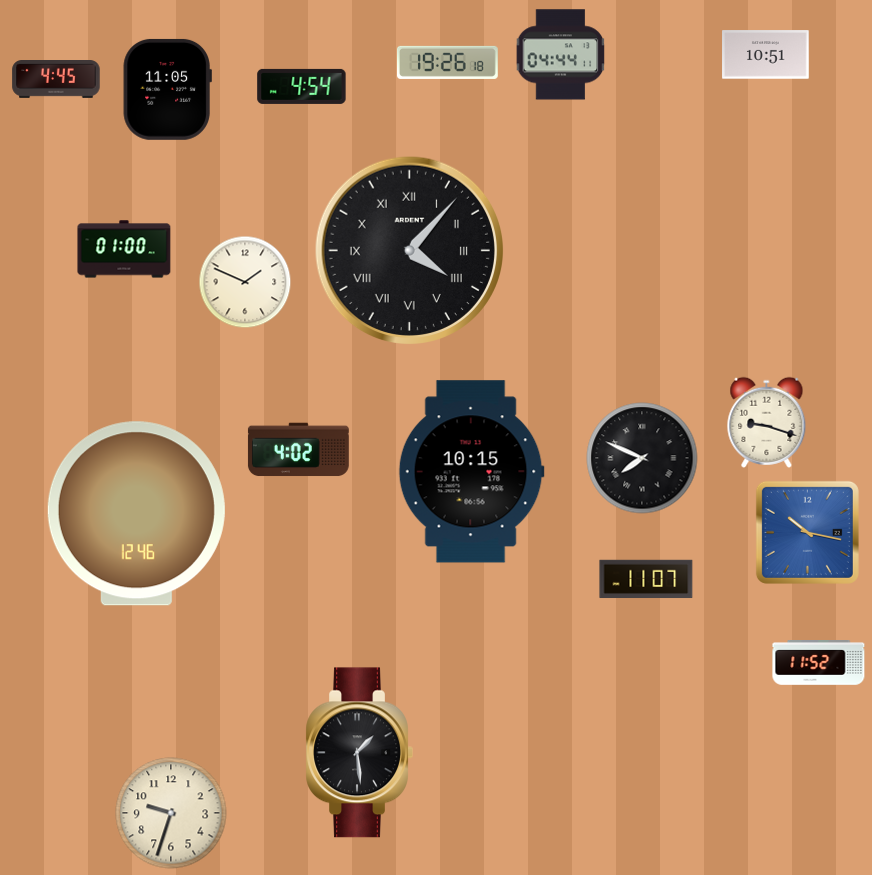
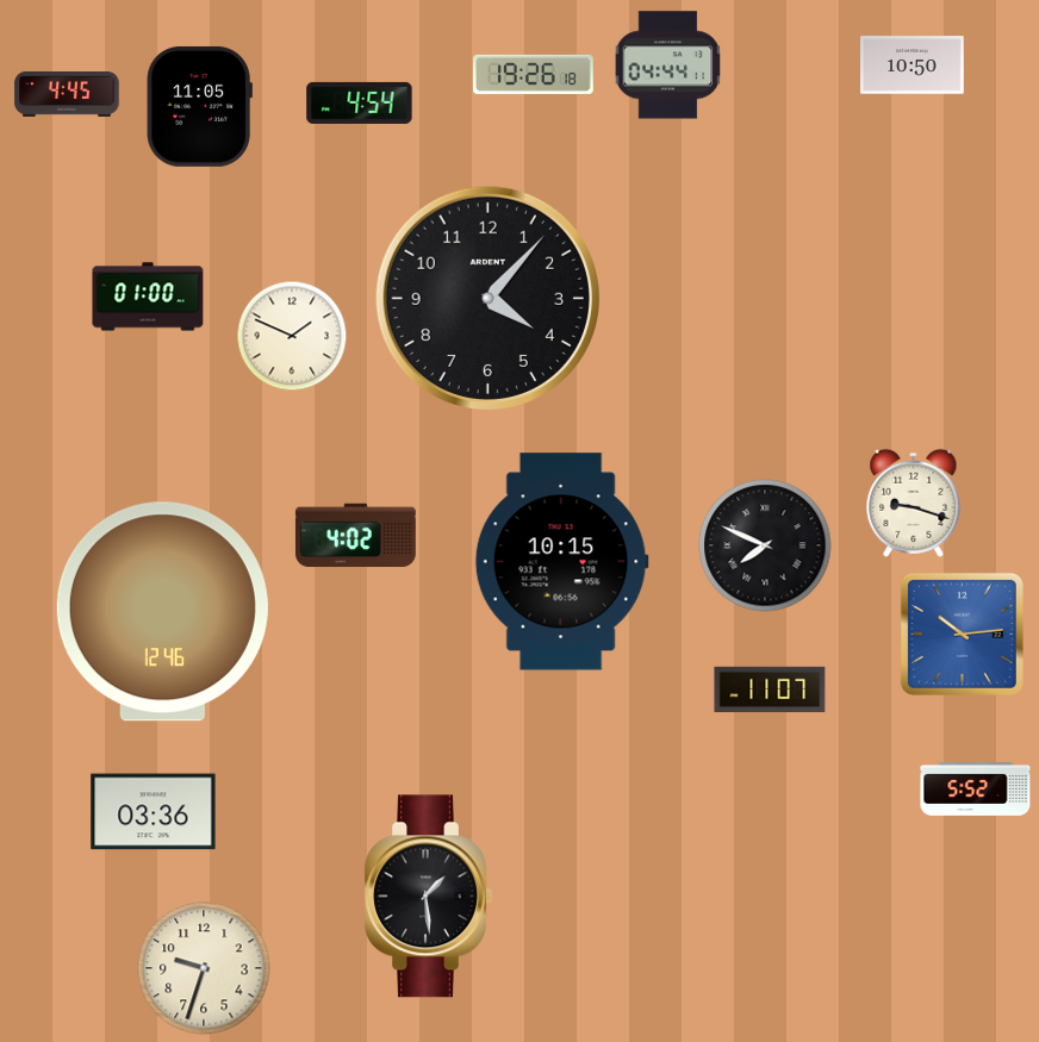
clock at (766, 55): 10:51 -> 10:50
clock at (409, 250) numerals: Roman -> Arabic
clock at (807, 532): 10:17 -> 10:14
clock at (819, 663): 11:52 -> 5:52
clock at (154, 812): none -> 03:36
